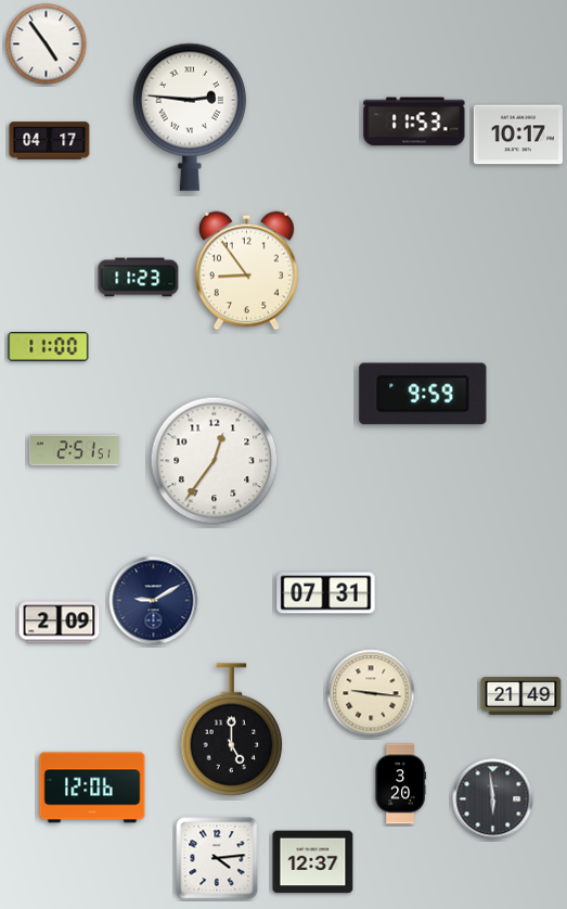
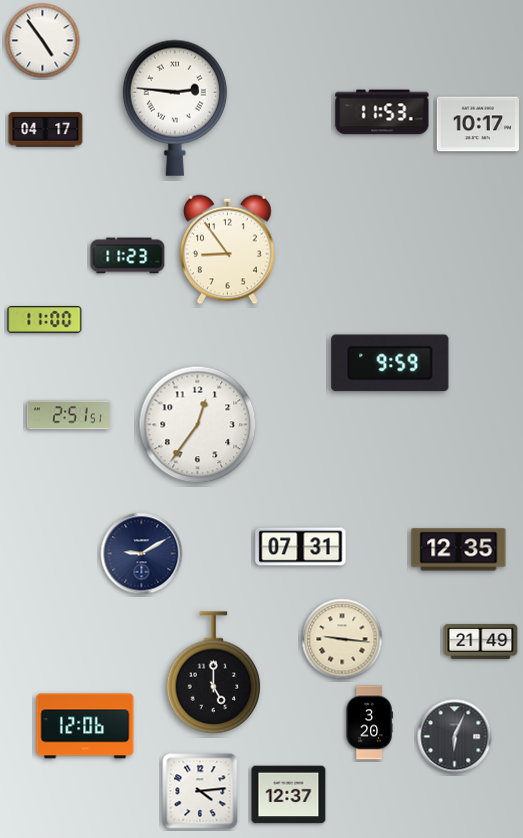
clock at (459, 550): none -> 12:35
clock at (60, 623): 2:09 -> none
clock at (493, 799): 5:59 -> 6:04
